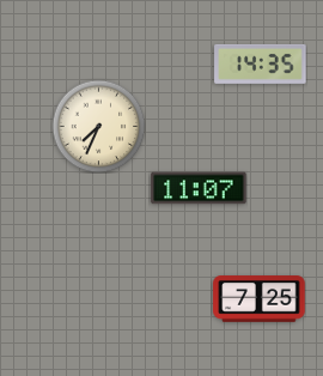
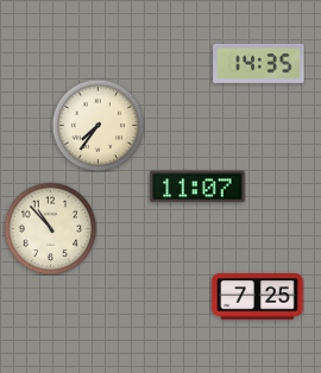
clock at (98, 126): 7:34 -> 7:36
clock at (50, 228): none -> 10:53
